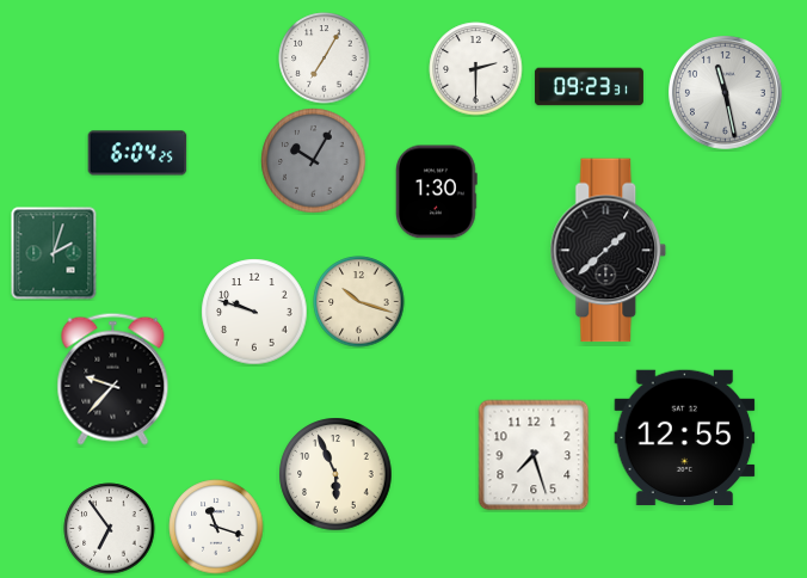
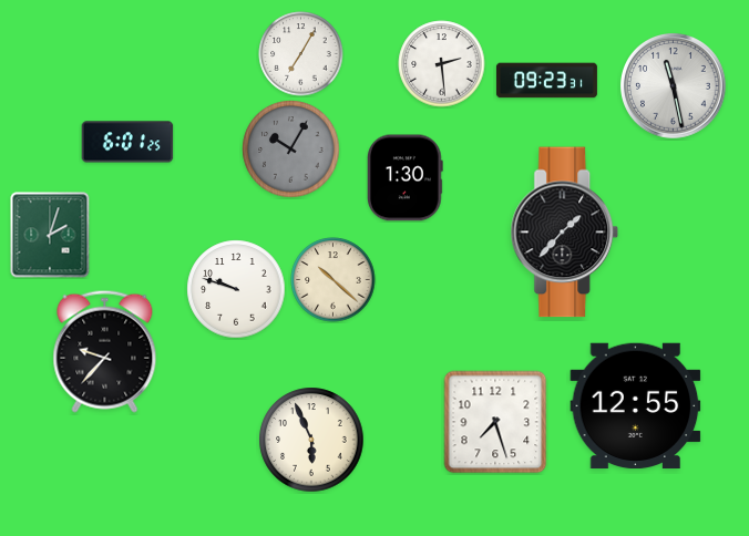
clock at (476, 69): 2:30 -> 2:29
clock at (137, 153): 6:04 -> 6:01
clock at (609, 251): 1:38 -> 1:37
clock at (359, 302): 10:18 -> 10:22
clock at (216, 527): 11:18 -> none
clock at (110, 529): 6:54 -> none
